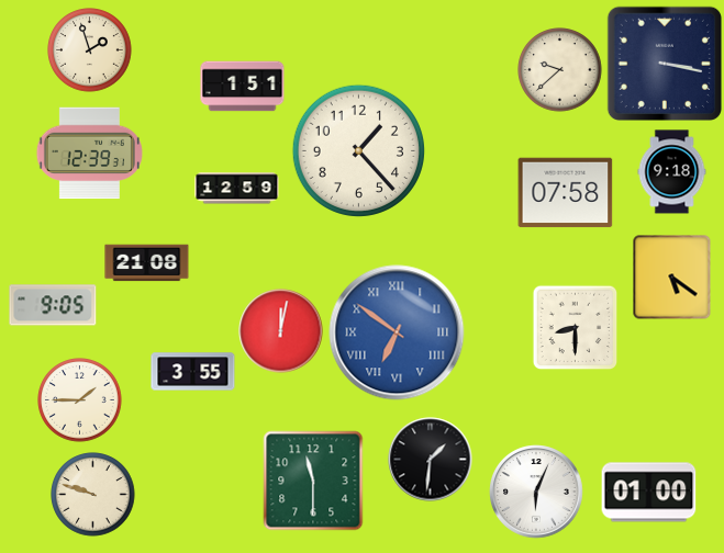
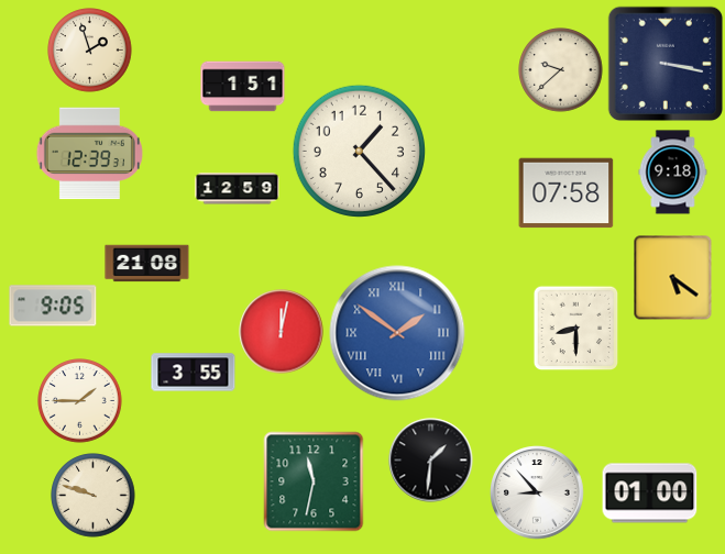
clock at (397, 332): 6:51 -> 1:51
clock at (313, 481): 11:30 -> 11:32
clock at (536, 492): 6:04 -> 8:53
